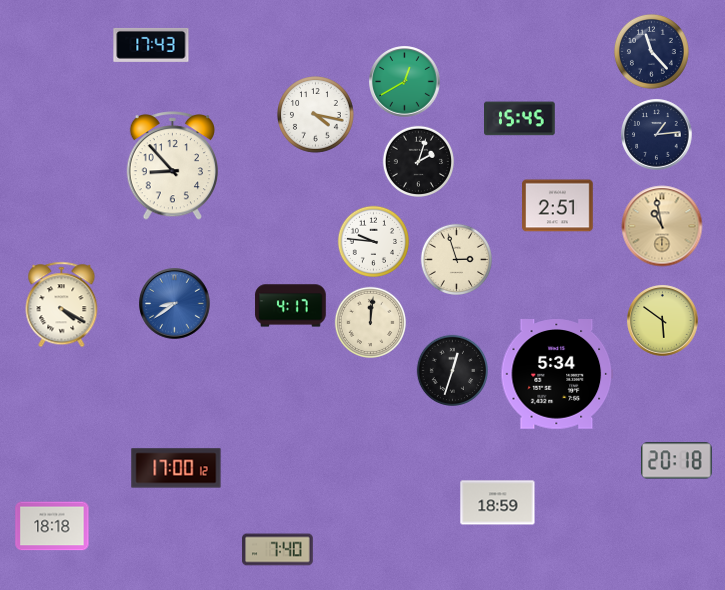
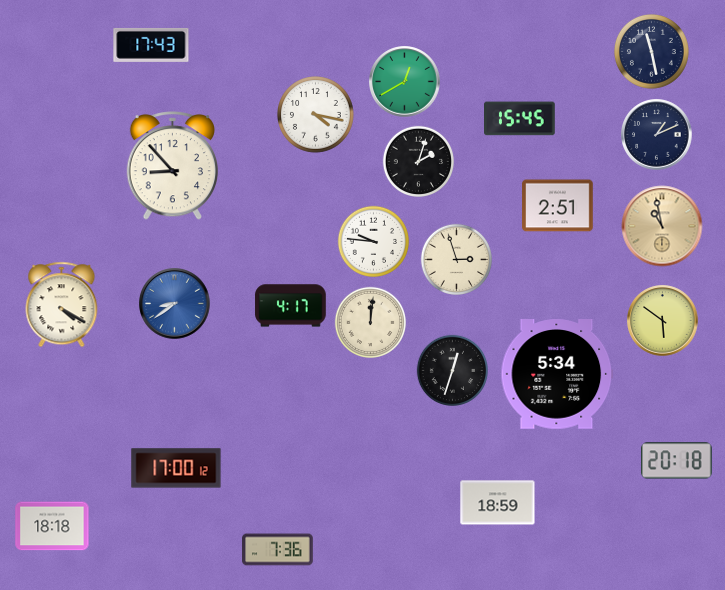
clock at (651, 51): 11:23 -> 11:28
clock at (657, 135): 1:14 -> 1:11
clock at (278, 550): 7:40 -> 7:36
